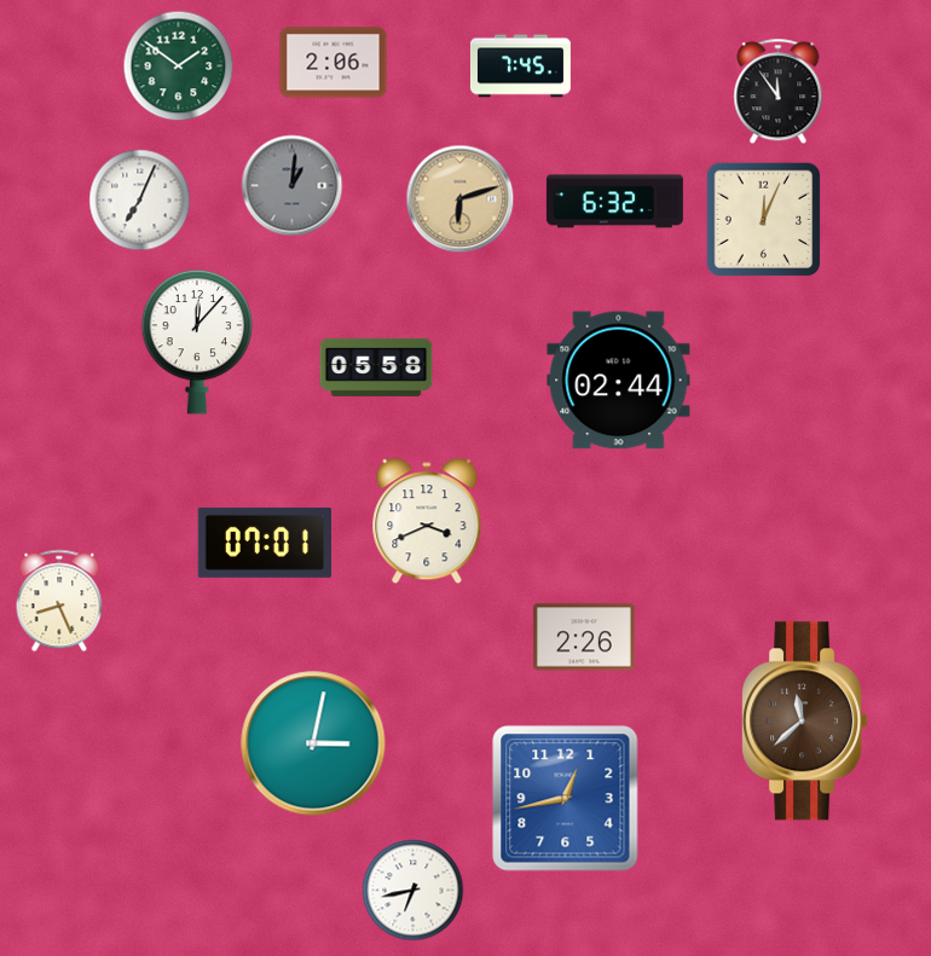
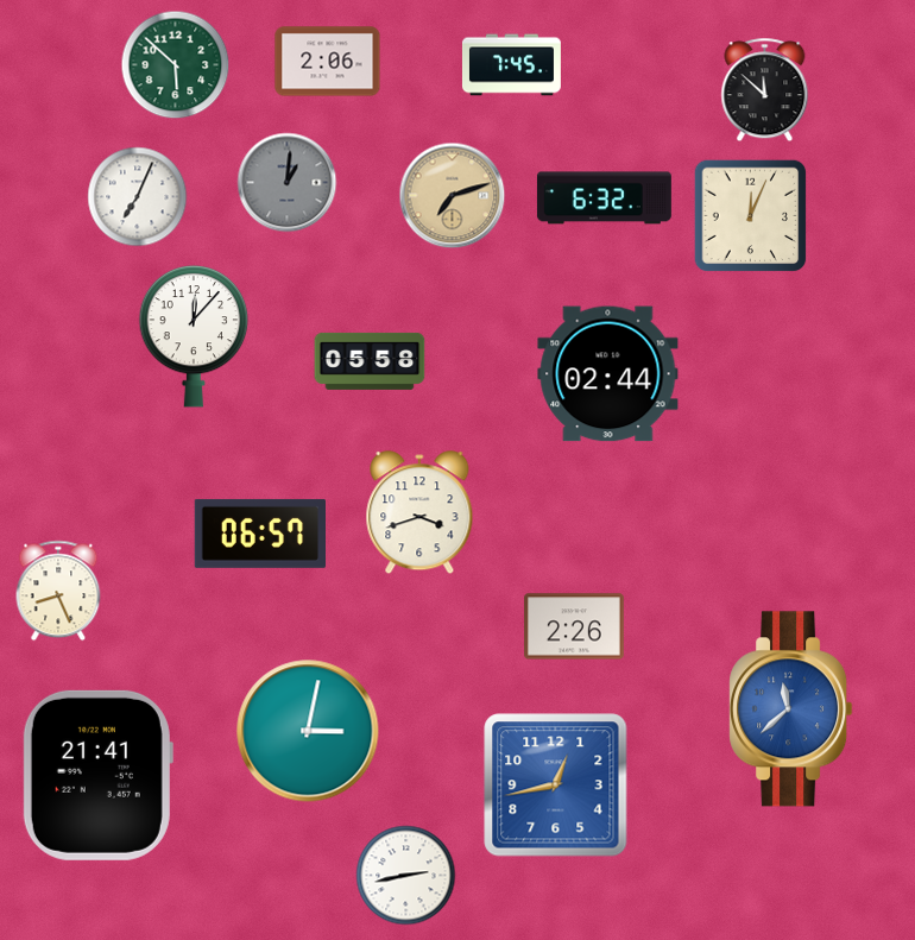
clock at (179, 66): 1:51 -> 5:52
clock at (779, 92): 11:54 -> 11:52
clock at (461, 199): 6:12 -> 7:12
clock at (427, 522): 3:41 -> 3:42
clock at (264, 543): 07:01 -> 06:57
clock at (805, 722) dial: brown -> blue
clock at (97, 775): none -> 21:41
clock at (414, 891): 6:43 -> 2:43
